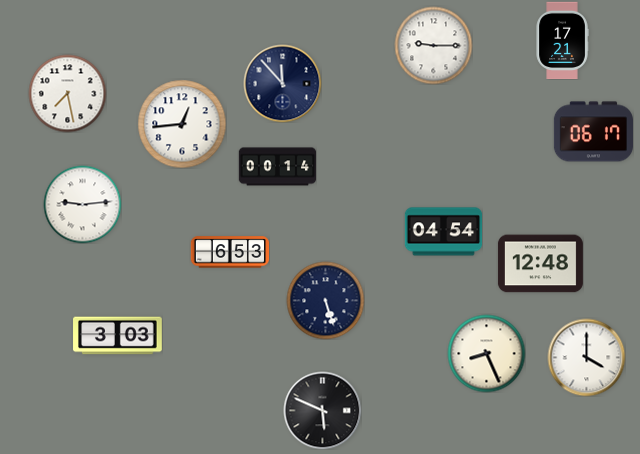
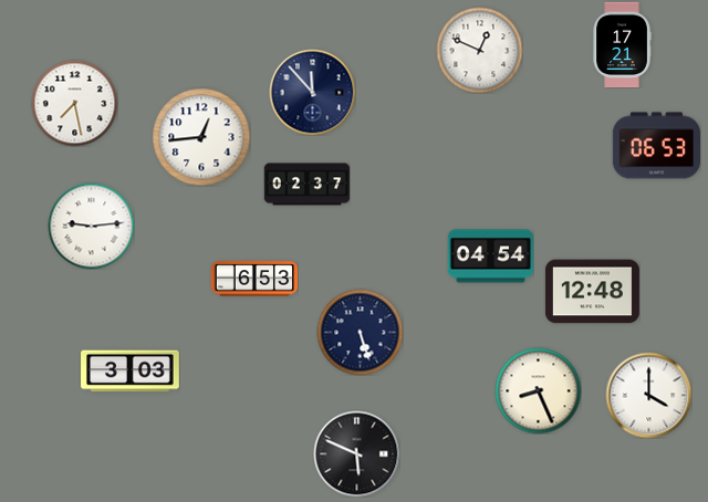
clock at (433, 45): 9:15 -> 12:49
clock at (593, 132): 06:17 -> 06:53
clock at (277, 167): 00:14 -> 02:37
clock at (540, 264) position: (540, 264) -> (592, 292)
